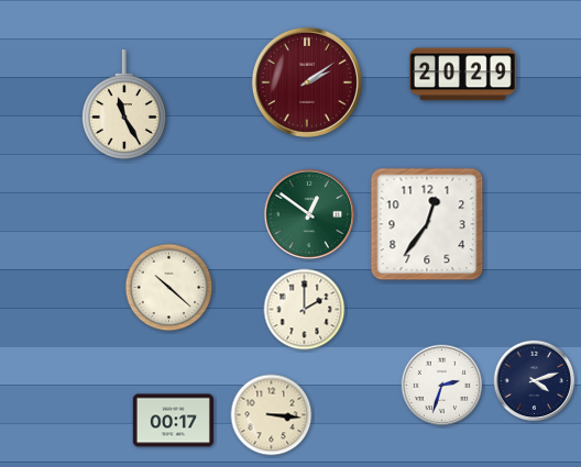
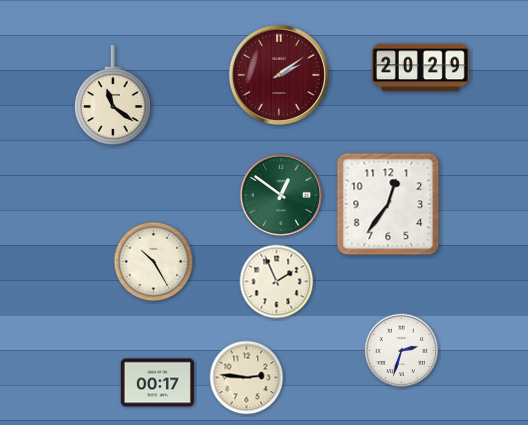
clock at (124, 104): 11:25 -> 11:21
clock at (169, 288): 10:22 -> 10:25
clock at (305, 310): 2:00 -> 1:56
clock at (535, 381): 4:12 -> none
clock at (272, 415): 3:16 -> 2:46
